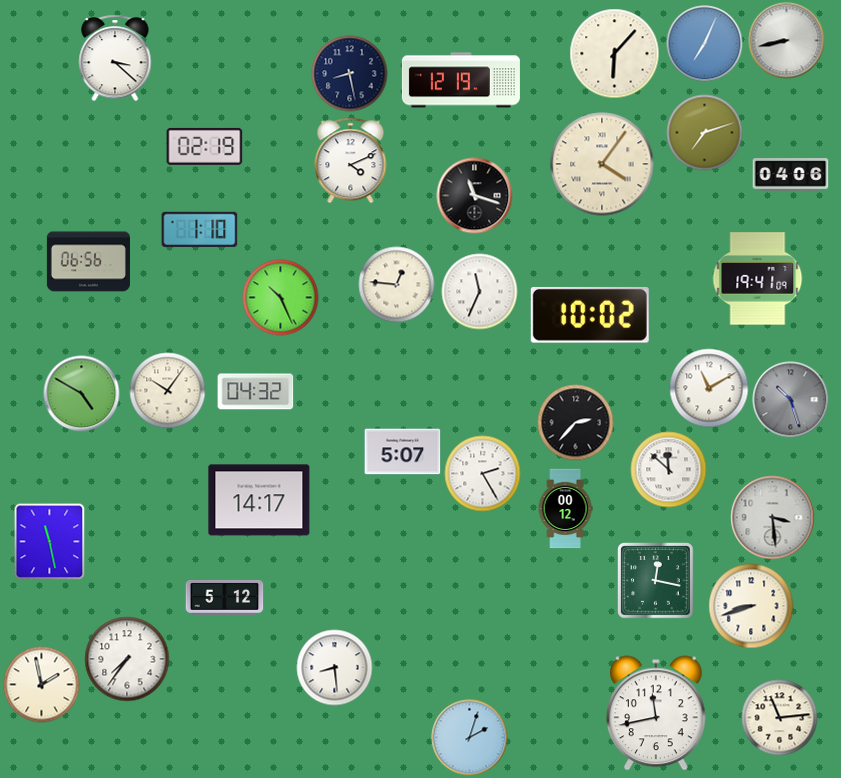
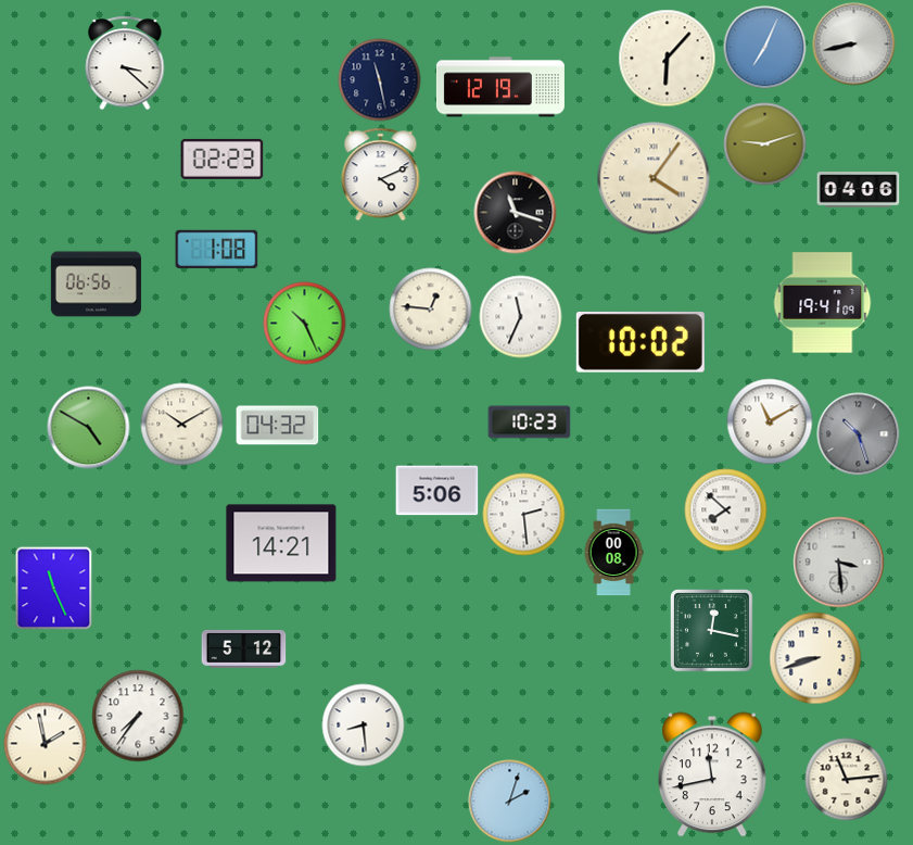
clock at (350, 74): 8:28 -> 11:28
clock at (705, 133): 7:12 -> 9:12
clock at (205, 146): 02:19 -> 02:23
clock at (200, 229): 1:10 -> 1:08
clock at (530, 422): none -> 10:23
clock at (168, 391): 10:06 -> 10:10
clock at (576, 423): 2:37 -> none
clock at (403, 452): 5:07 -> 5:06
clock at (669, 470): 11:52 -> 7:52
clock at (483, 474): 2:25 -> 2:29
clock at (259, 500): 14:17 -> 14:21
clock at (565, 509): 00:12 -> 00:08
clock at (50, 542): 11:28 -> 11:26
